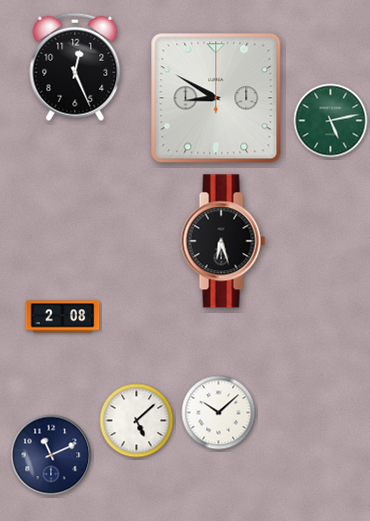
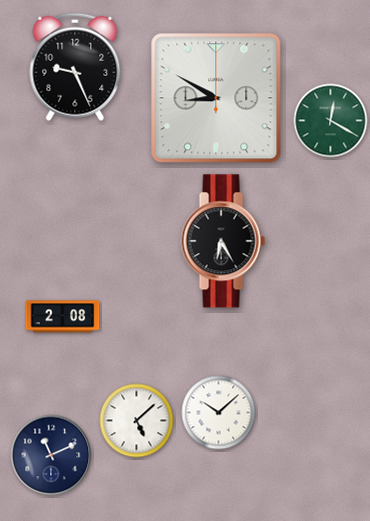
clock at (75, 67): 12:26 -> 9:26
clock at (331, 121): 5:13 -> 12:20
clock at (223, 241): 6:27 -> 6:25
